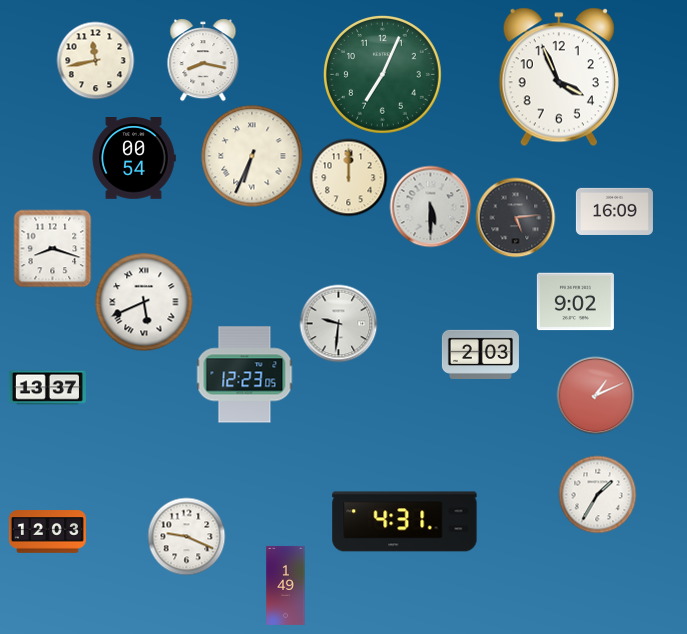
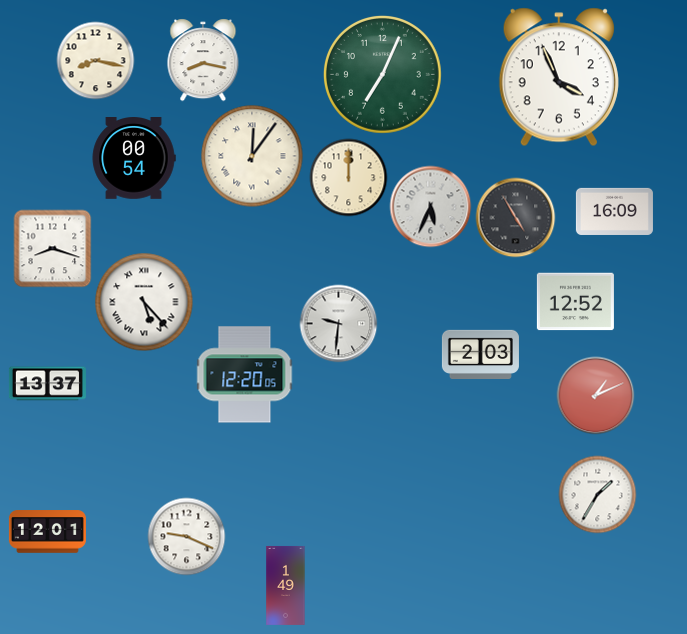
clock at (95, 60): 11:43 -> 8:17
clock at (252, 156): 6:34 -> 12:06
clock at (430, 206): 5:30 -> 5:34
clock at (515, 217): 5:14 -> 4:55
clock at (144, 302): 5:41 -> 5:23
clock at (575, 302): 9:02 -> 12:52
clock at (245, 375): 12:23 -> 12:20
clock at (47, 388) position: (47, 388) -> (47, 384)
clock at (405, 522): 4:31 -> none
clock at (47, 532): 12:03 -> 12:01
